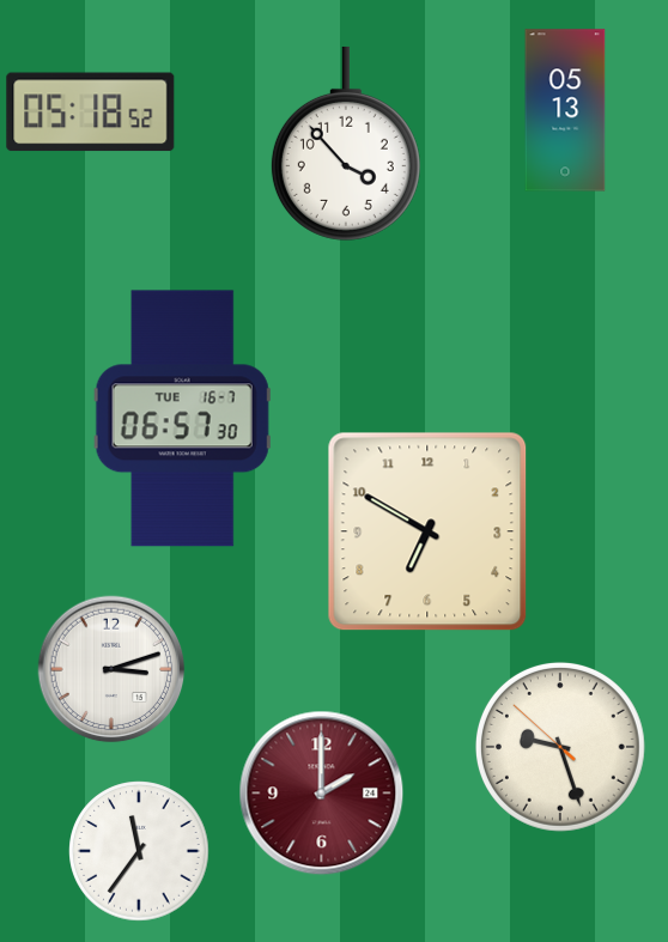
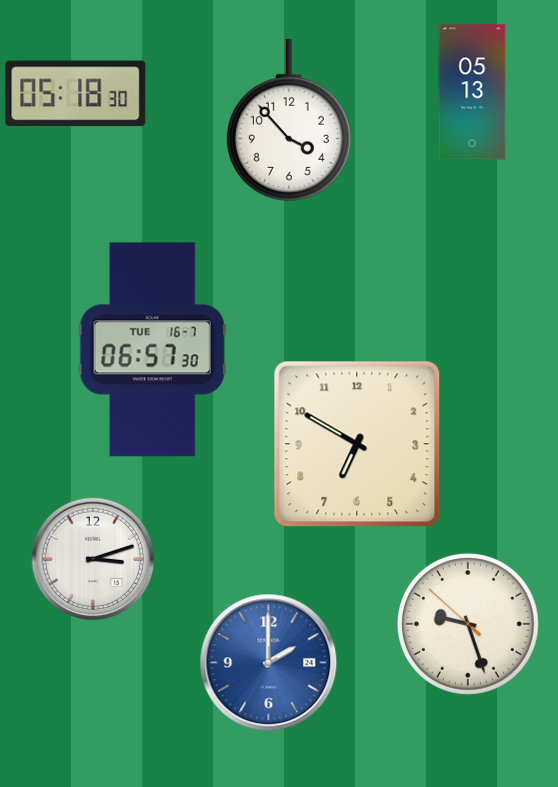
clock at (91, 113): 05:18:52 -> 05:18:30
clock at (322, 794) dial: burgundy -> blue
clock at (139, 851): 11:36 -> none
